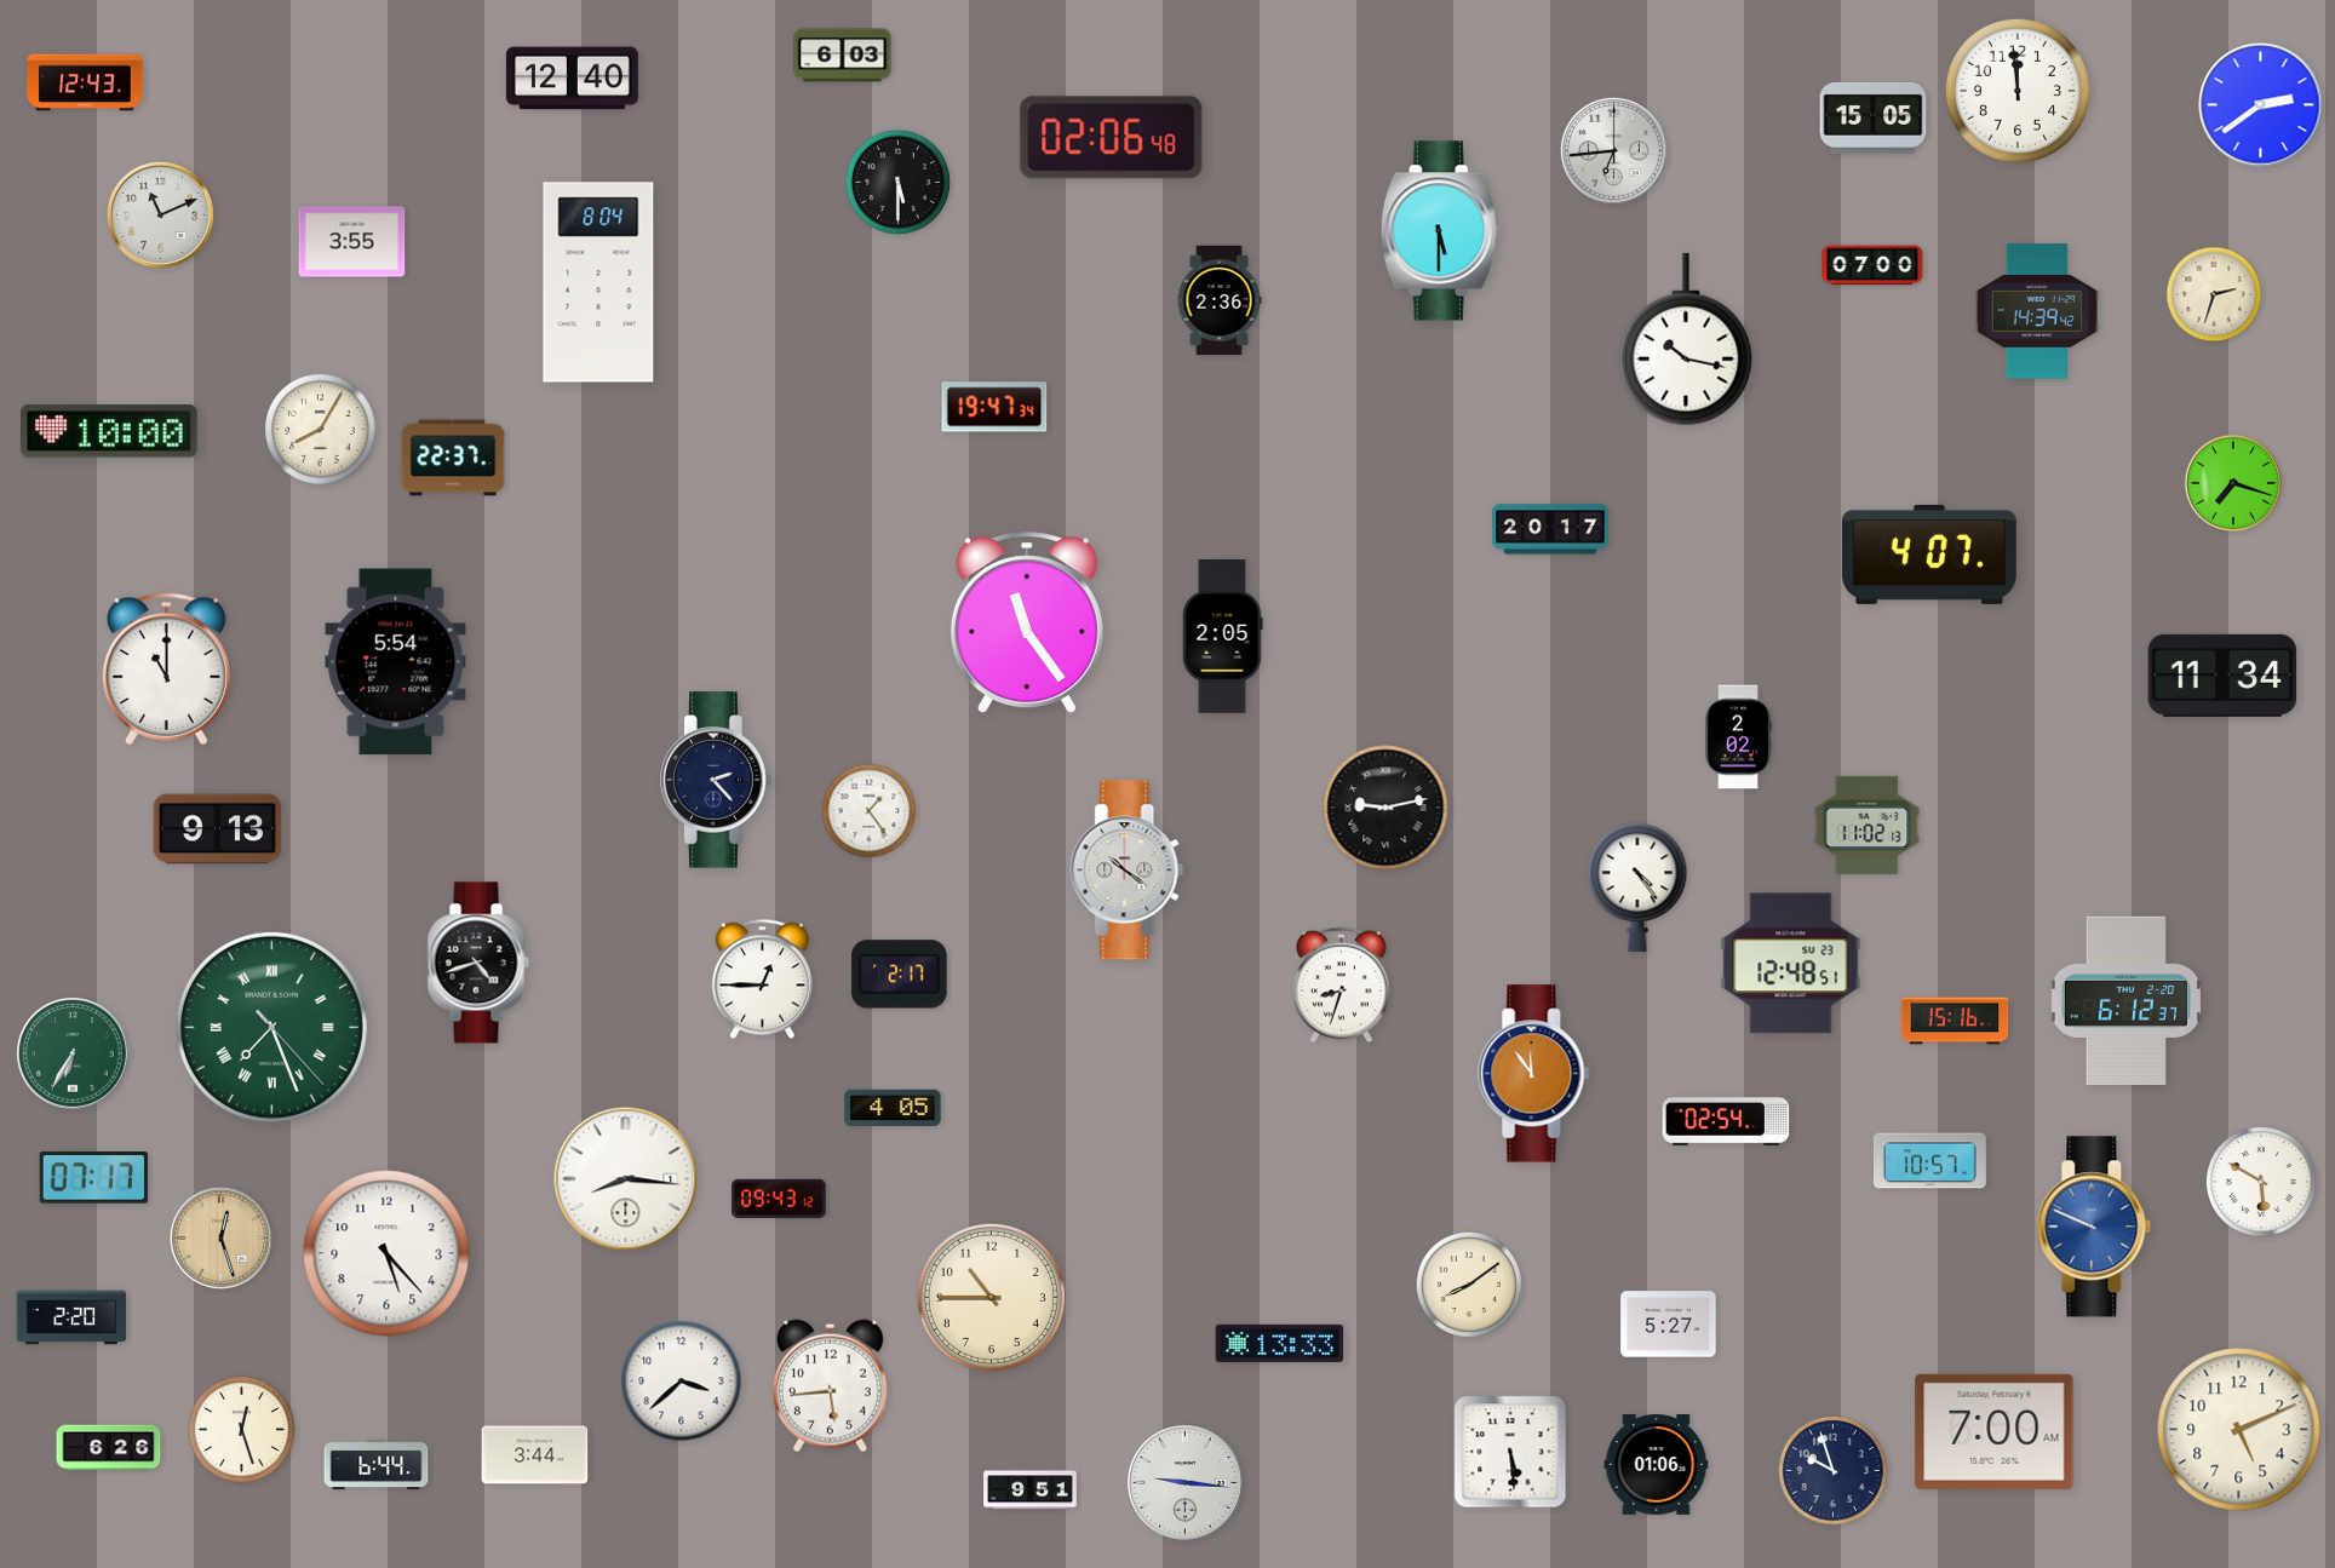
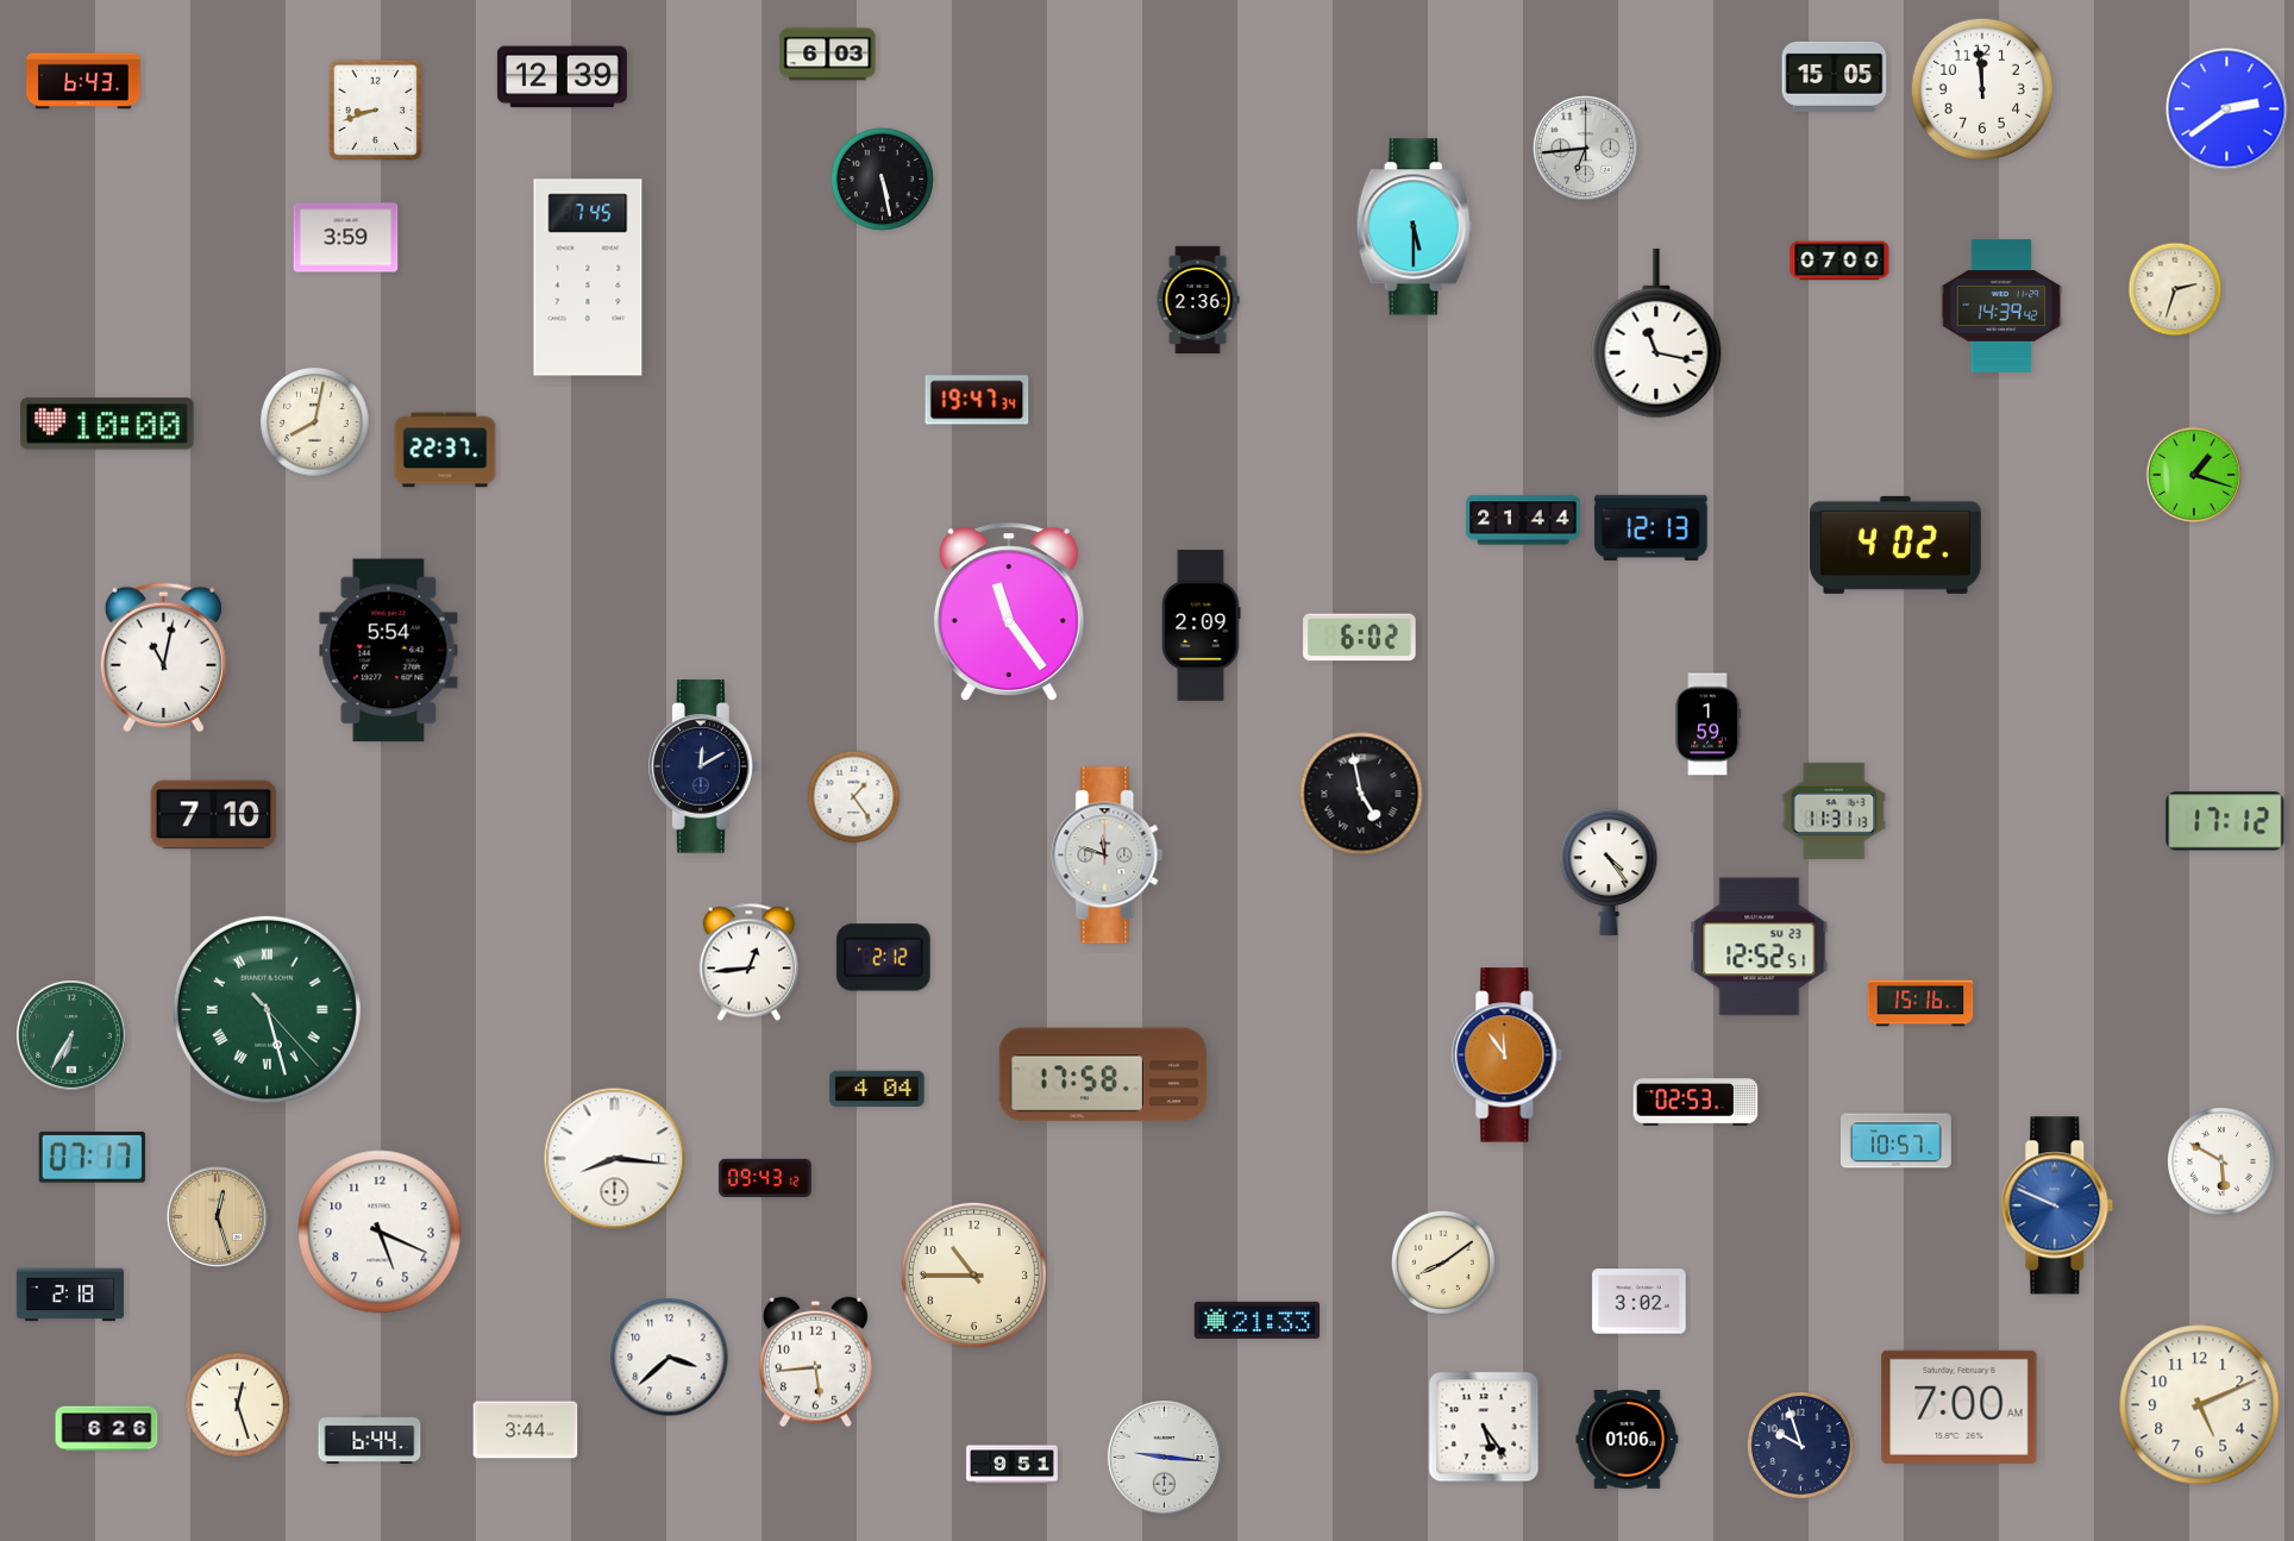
clock at (572, 79): 12:40 -> 12:39
clock at (85, 82): 12:43 -> 6:43
clock at (2261, 105) position: (2261, 105) -> (2227, 109)
clock at (376, 111): none -> 8:42
clock at (1874, 117) position: (1874, 117) -> (1835, 76)
clock at (1112, 138): 02:06 -> none
clock at (897, 182): 5:30 -> 5:28
clock at (160, 214): 11:11 -> none
clock at (352, 242): 3:55 -> 3:59
clock at (598, 282): 8:04 -> 7:45
clock at (1220, 300) position: (1220, 300) -> (1198, 300)
clock at (1686, 339): 10:17 -> 11:17
clock at (321, 430): 8:05 -> 8:02
clock at (2233, 483): 7:18 -> 1:18
clock at (1550, 529): 20:17 -> 21:44
clock at (1651, 527): none -> 12:13
clock at (1929, 555): 4:07 -> 4:02
clock at (1223, 637): 2:05 -> 2:09
clock at (1360, 638): none -> 6:02
clock at (166, 670): 11:00 -> 11:02
clock at (2222, 676): 11:34 -> none
clock at (1738, 737): 2:02 -> 1:59
clock at (717, 780): 2:23 -> 12:10
clock at (1385, 808): 9:13 -> 4:58
clock at (1868, 825): 11:02 -> 11:31
clock at (218, 829): 9:13 -> 7:10
clock at (2225, 821): none -> 17:12
clock at (1128, 871): 10:21 -> 11:48
clock at (478, 963): 4:42 -> none
clock at (1791, 964): 12:48 -> 12:52
clock at (900, 975): 2:17 -> 2:12
clock at (762, 980): 12:45 -> 12:44
clock at (1342, 986): 8:33 -> none
clock at (2125, 1001): 6:12 -> none
clock at (271, 1027): 7:26 -> 5:27
clock at (1103, 1075): none -> 17:58
clock at (893, 1107): 4:05 -> 4:04
clock at (1726, 1120): 02:54 -> 02:53
clock at (386, 1253): 5:23 -> 5:19
clock at (71, 1317): 2:20 -> 2:18
clock at (1669, 1325): 5:27 -> 3:02
clock at (1280, 1343): 13:33 -> 21:33
clock at (109, 1448) position: (109, 1448) -> (107, 1429)
clock at (1510, 1452): 5:29 -> 5:24
